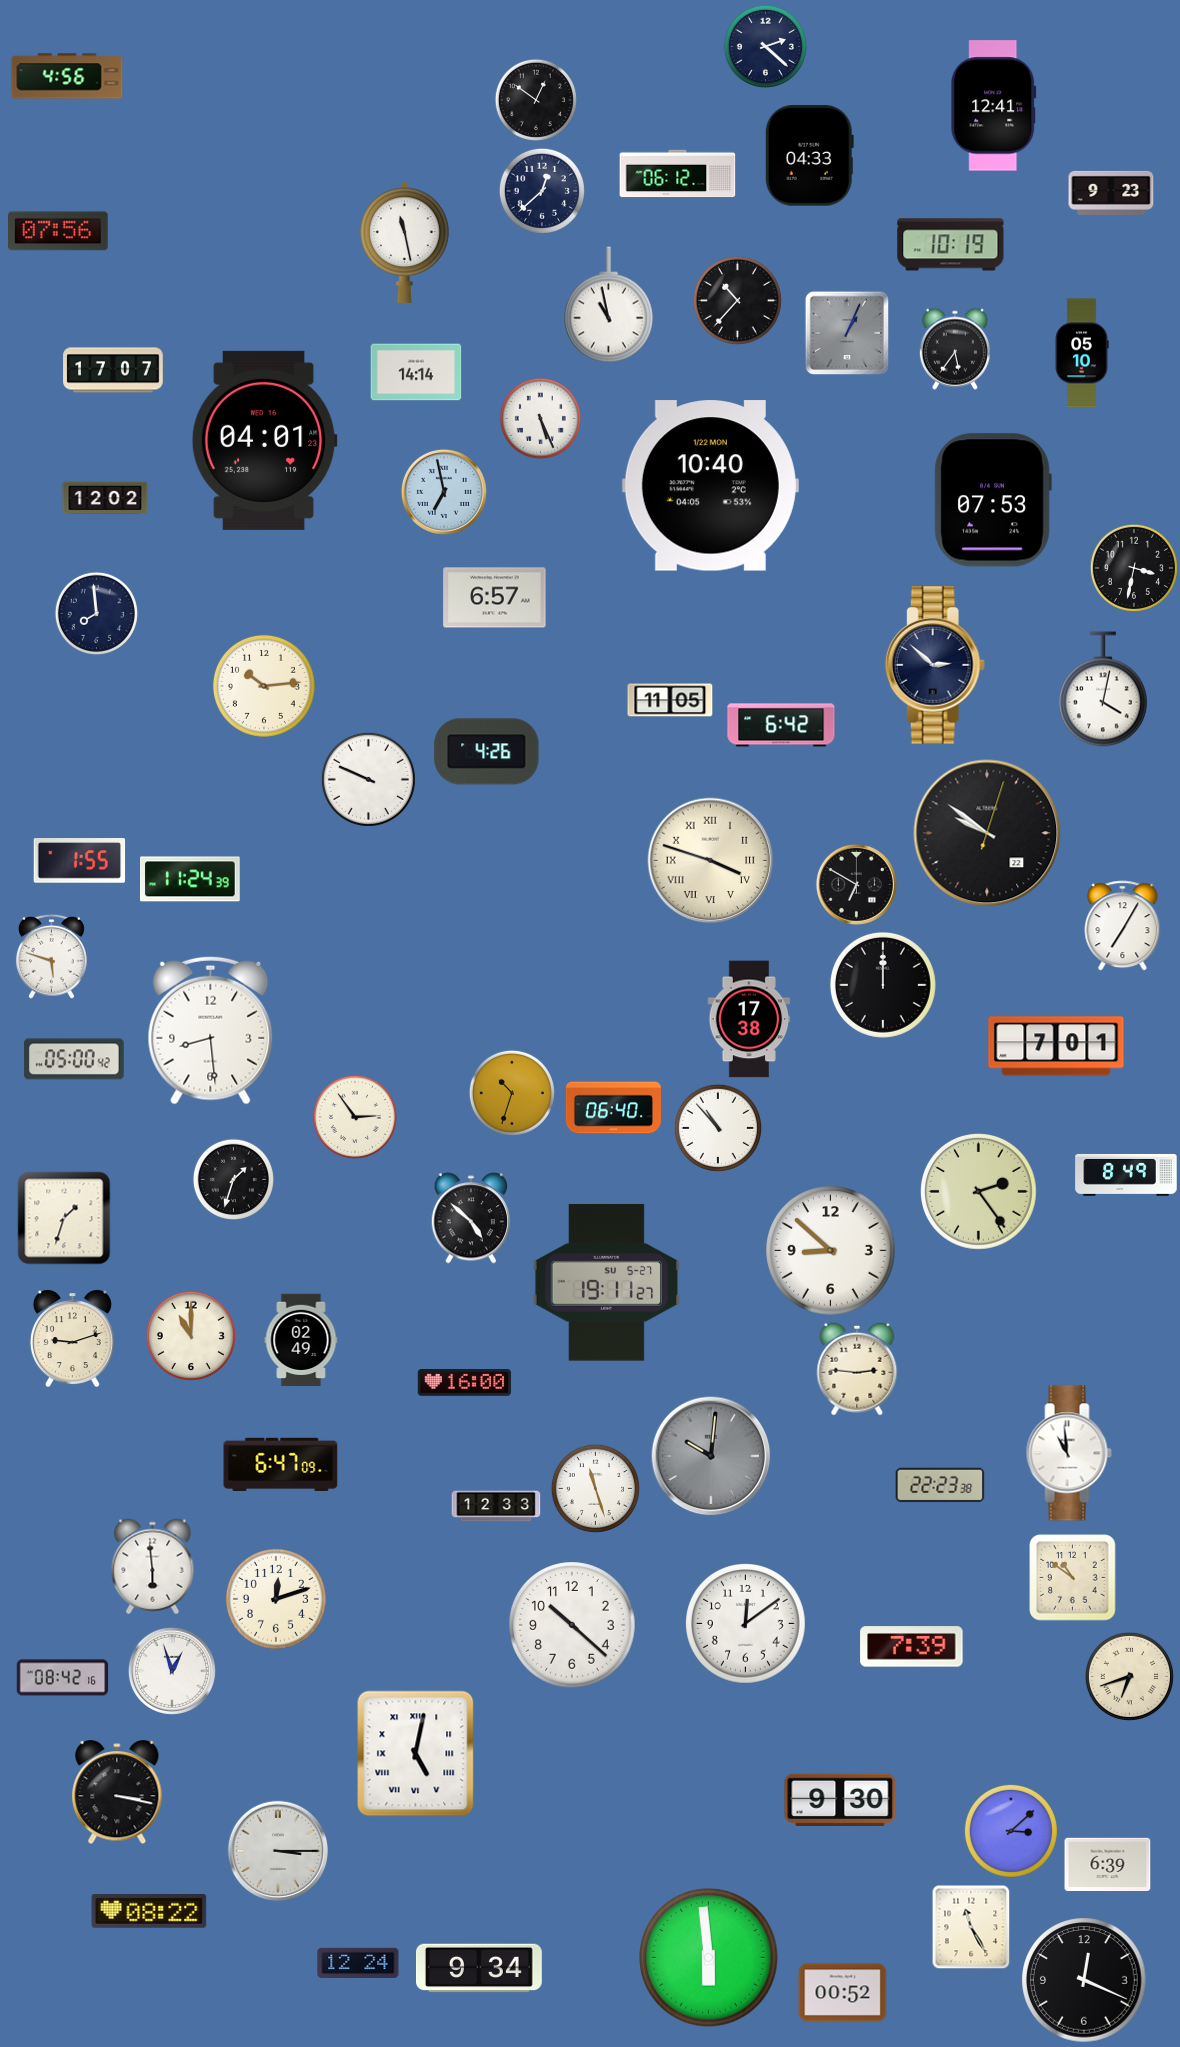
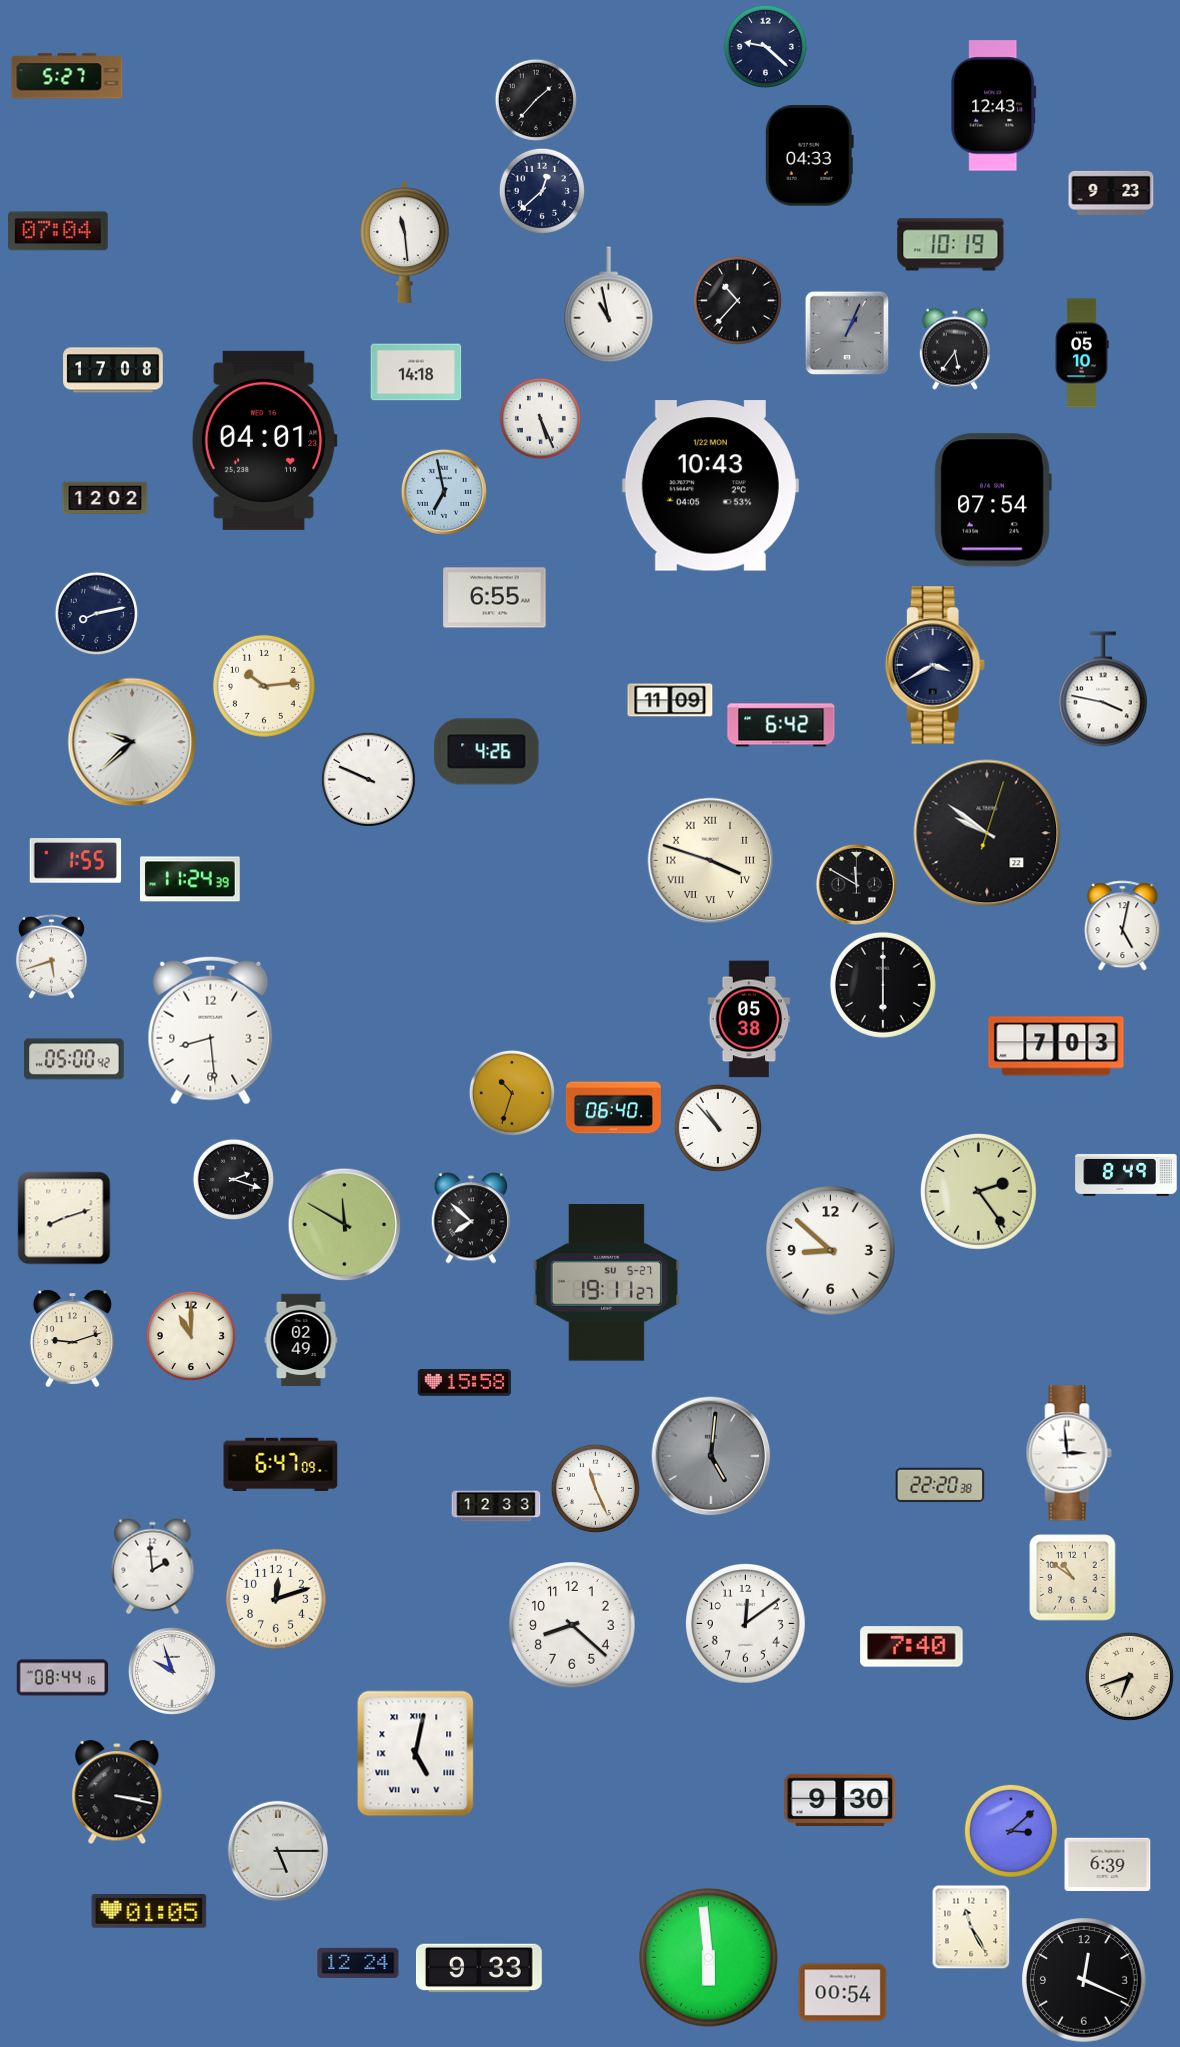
clock at (765, 46): 2:22 -> 9:22
clock at (67, 76): 4:56 -> 5:27
clock at (536, 100): 12:51 -> 1:37
clock at (994, 106): 12:41 -> 12:43
clock at (678, 174): 06:12 -> none
clock at (59, 231): 07:56 -> 07:04
clock at (405, 242): 11:28 -> 11:29
clock at (113, 370): 17:07 -> 17:08
clock at (416, 372): 14:14 -> 14:18
clock at (710, 486): 10:40 -> 10:43
clock at (993, 500): 07:53 -> 07:54
clock at (1134, 568): 3:32 -> none
clock at (495, 598): 6:57 -> 6:55
clock at (96, 613): 7:59 -> 8:13
clock at (935, 665): 2:52 -> 3:40
clock at (1103, 689): 4:02 -> 3:47
clock at (670, 700): 11:05 -> 11:09
clock at (132, 742): none -> 9:38
clock at (80, 861) position: (80, 861) -> (76, 861)
clock at (856, 884): 6:50 -> 11:50
clock at (1123, 926): 7:05 -> 5:02
clock at (51, 956): 5:48 -> 5:42
clock at (883, 985): 12:00 -> 6:00
clock at (749, 1019): 17:38 -> 05:38
clock at (1056, 1046): 7:01 -> 7:03
clock at (355, 1117): 2:54 -> none
clock at (233, 1179): 1:33 -> 2:18
clock at (64, 1218): 1:33 -> 8:12
clock at (471, 1218): 4:52 -> 7:52
clock at (345, 1225): none -> 11:50
clock at (857, 1369): 2:46 -> none
clock at (464, 1383): 16:00 -> 15:58
clock at (1069, 1453): 10:59 -> 2:59
clock at (711, 1456): 10:01 -> 5:01
clock at (940, 1485): 22:23 -> 22:20
clock at (595, 1488): 11:27 -> 11:26
clock at (153, 1567): 5:59 -> 1:59
clock at (572, 1625): 10:22 -> 8:22
clock at (912, 1647): 7:39 -> 7:40
clock at (172, 1671): 12:57 -> 9:57
clock at (63, 1678): 08:42 -> 08:44
clock at (278, 1851): 3:15 -> 5:15
clock at (149, 1911): 08:22 -> 01:05
clock at (480, 1968): 9:34 -> 9:33
clock at (843, 1993): 00:52 -> 00:54
